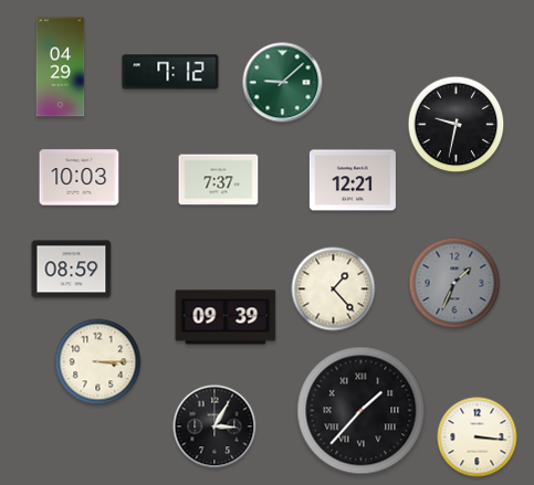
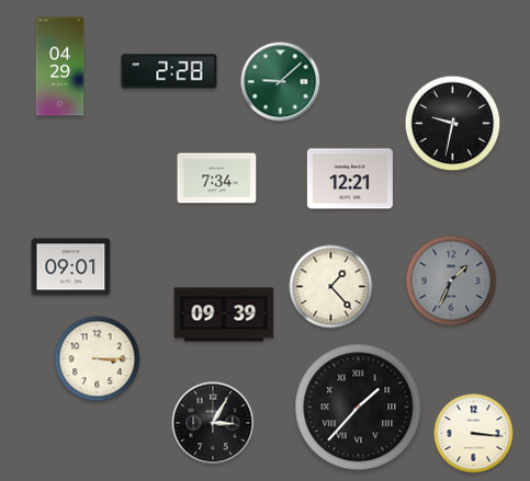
clock at (170, 72): 7:12 -> 2:28
clock at (80, 178): 10:03 -> none
clock at (219, 180): 7:37 -> 7:34
clock at (72, 270): 08:59 -> 09:01
